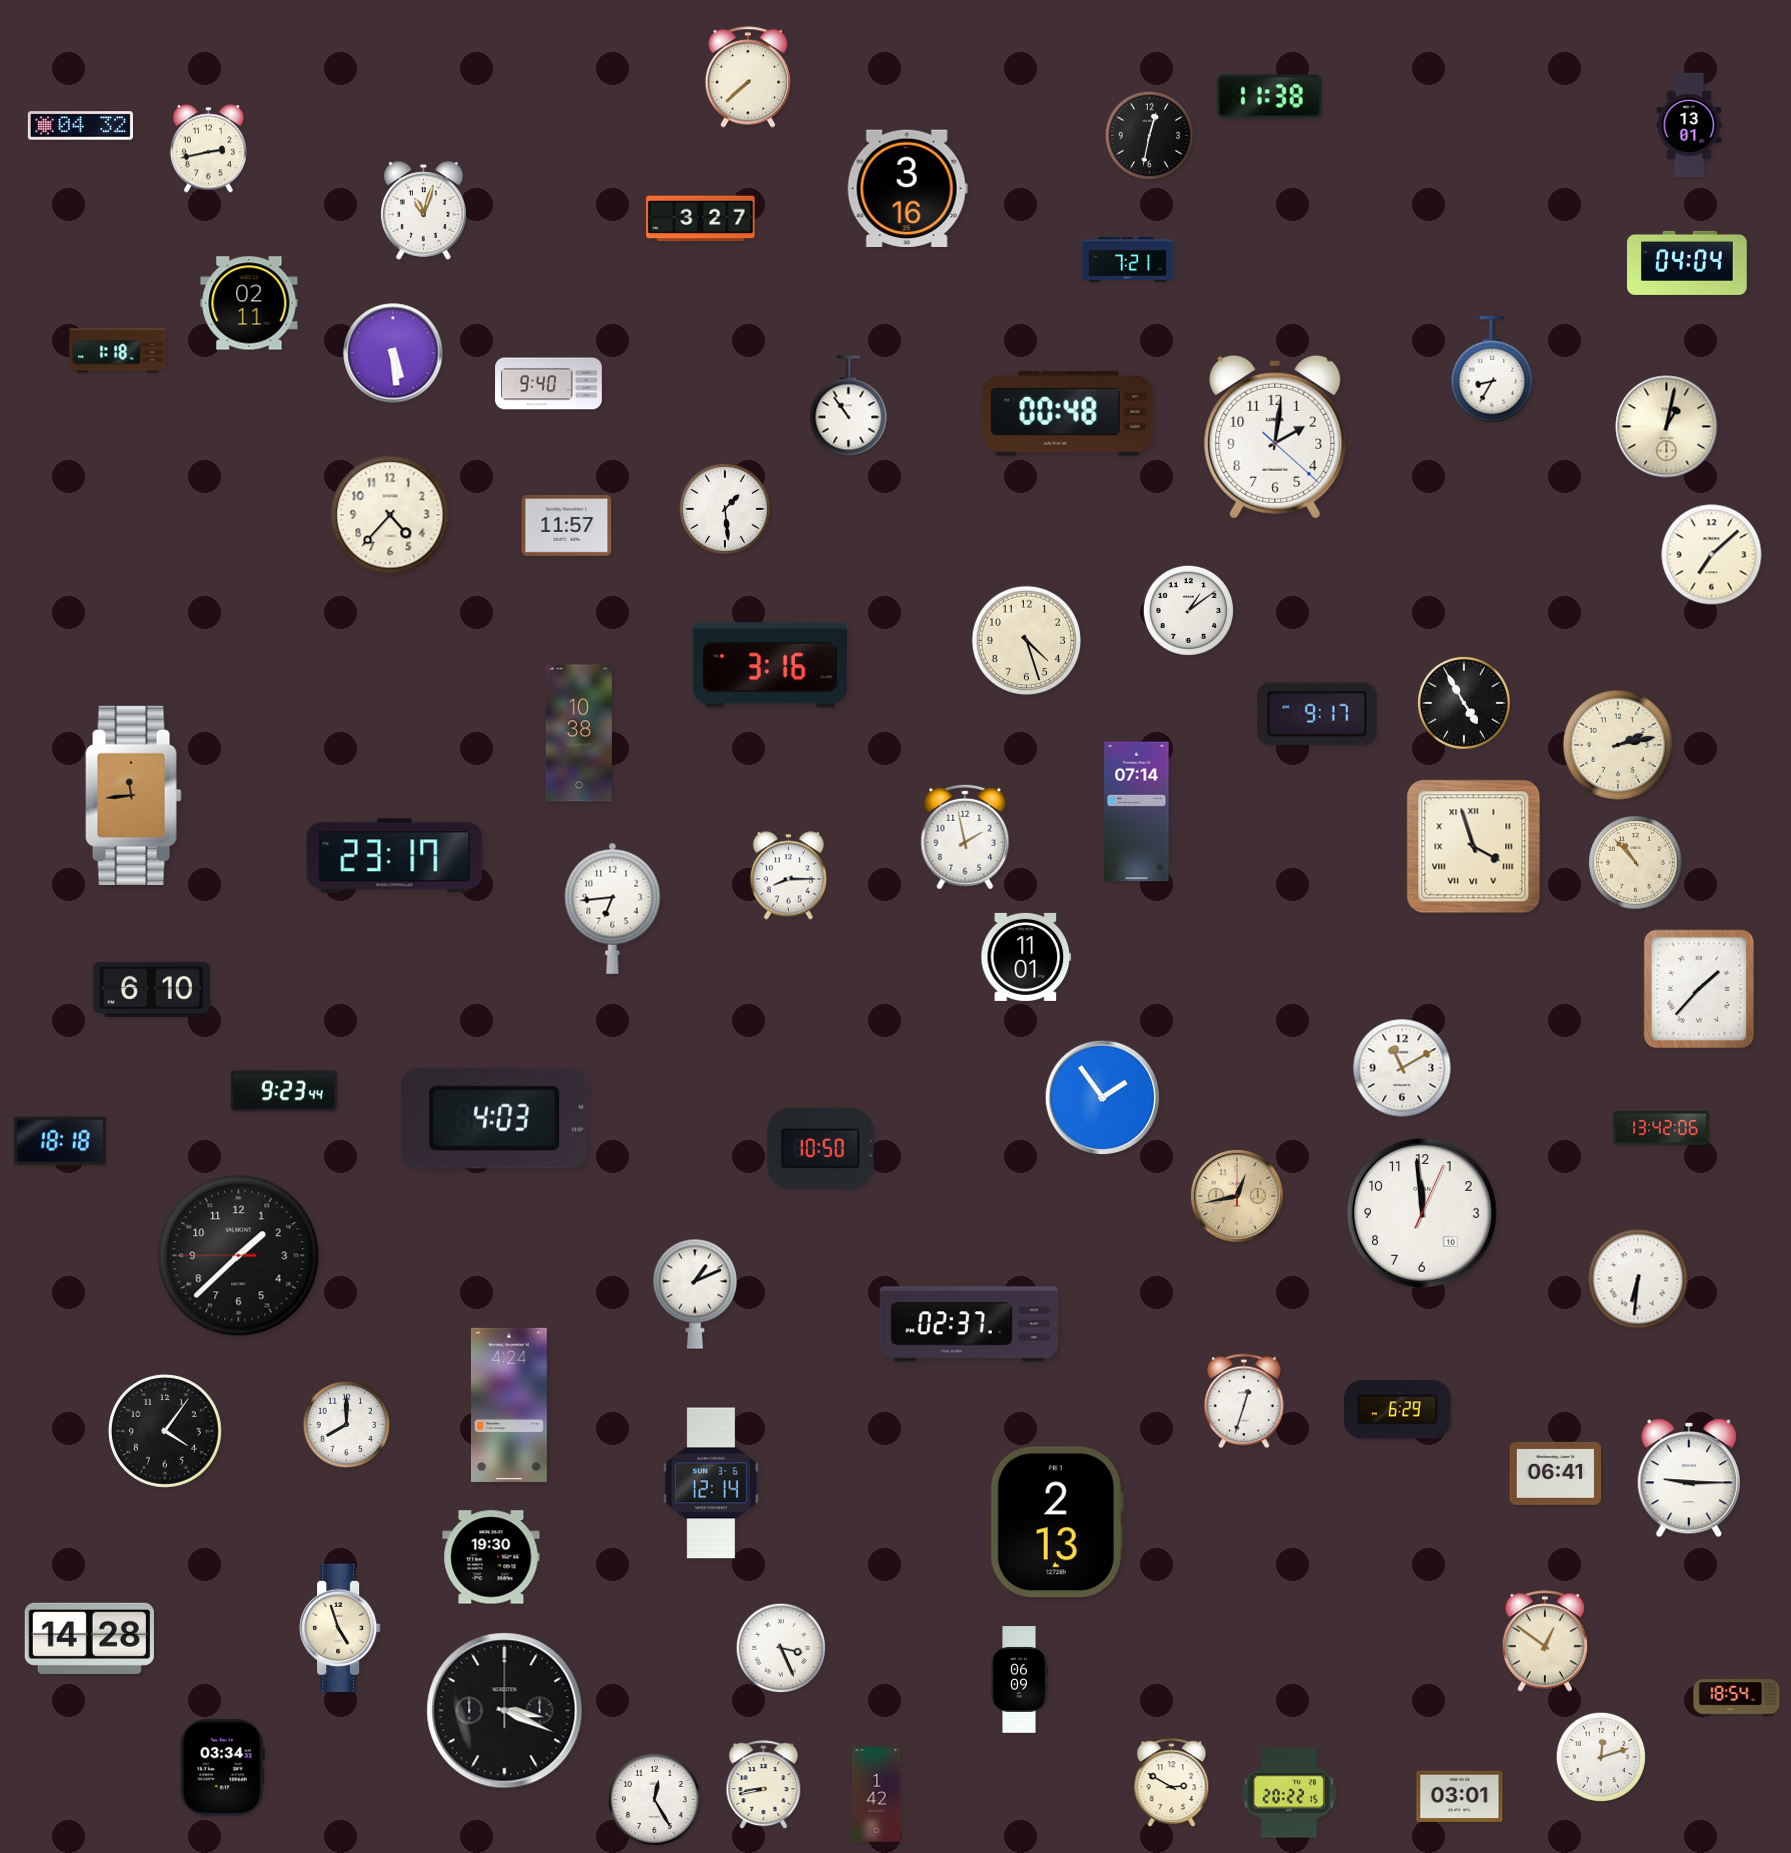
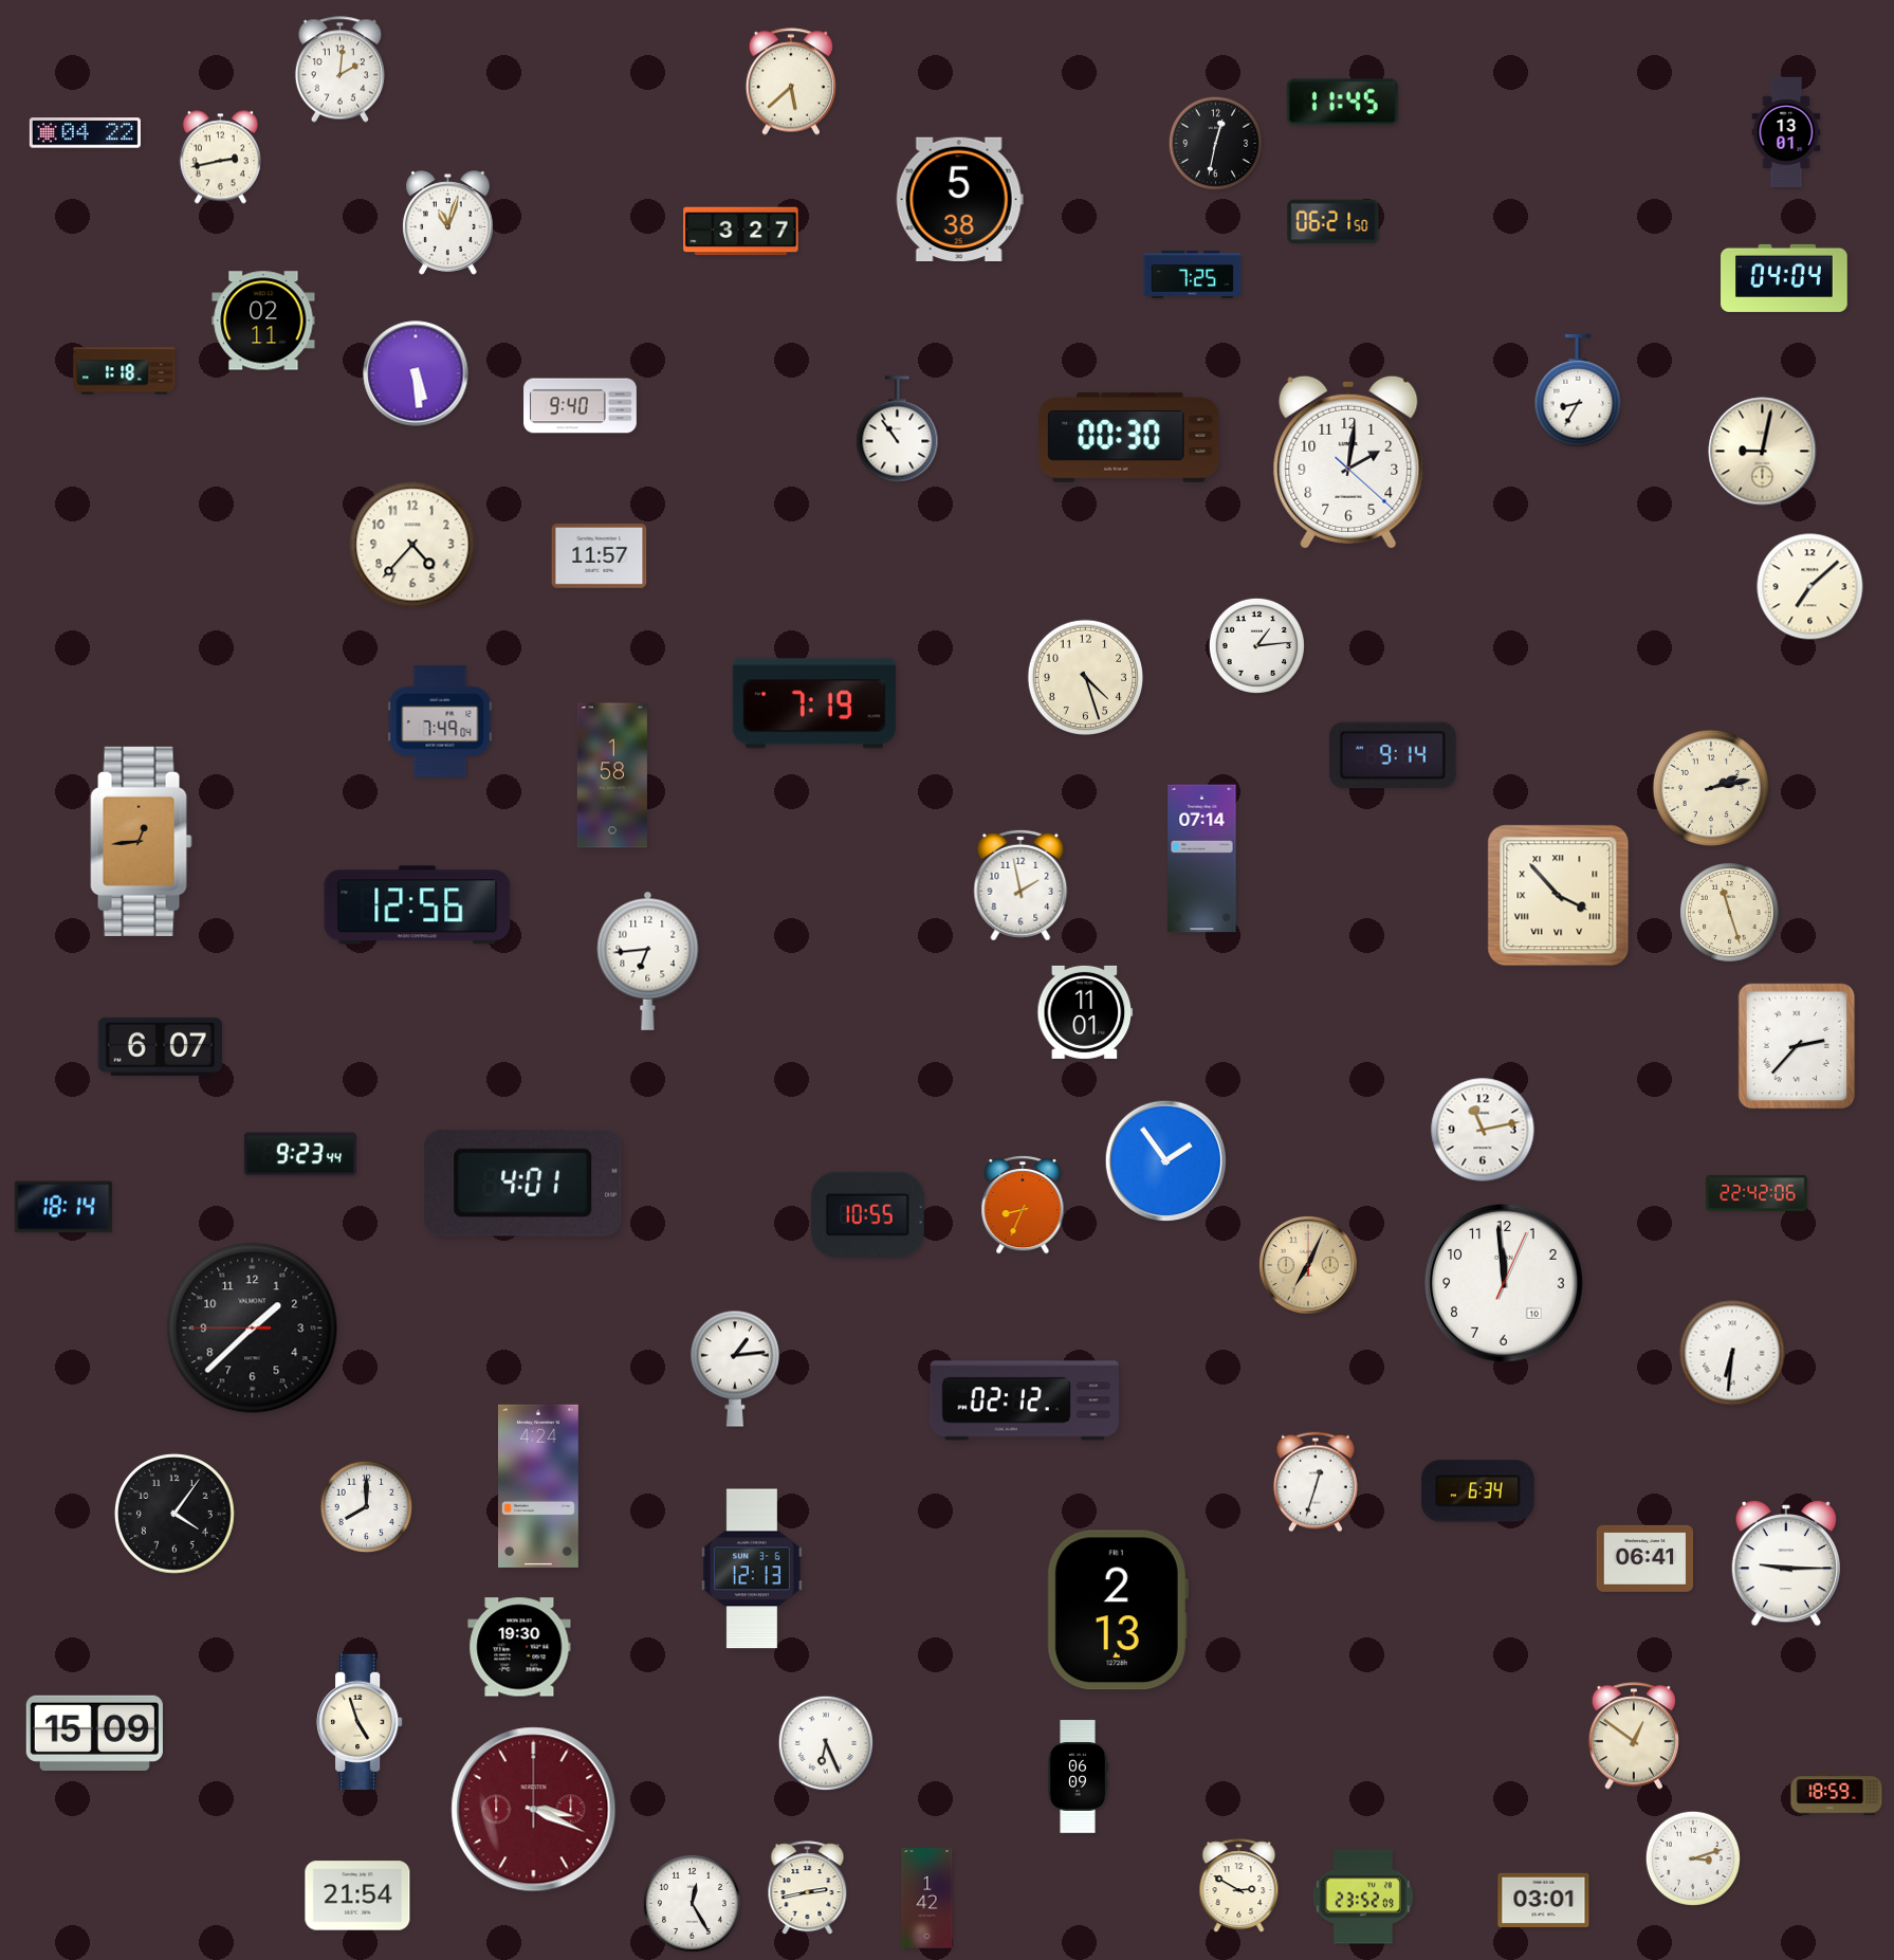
clock at (339, 70): none -> 2:01
clock at (748, 77): 7:38 -> 5:38
clock at (1269, 97): 11:38 -> 11:45
clock at (80, 126): 04:32 -> 04:22
clock at (907, 188): 3:16 -> 5:38
clock at (1334, 222): none -> 06:21
clock at (1128, 259): 7:21 -> 7:25
clock at (1068, 414): 00:48 -> 00:30
clock at (1667, 427): 1:02 -> 9:02
clock at (725, 509): 1:29 -> none
clock at (1188, 610): 1:09 -> 1:14
clock at (770, 665): 3:16 -> 7:19
clock at (440, 721): none -> 7:49
clock at (1464, 703): 4:55 -> none
clock at (1317, 714): 9:17 -> 9:14
clock at (579, 733): 10:38 -> 1:58
clock at (134, 795): 11:44 -> 12:44
clock at (1474, 847): 3:57 -> 3:53
clock at (395, 856): 23:17 -> 12:56
clock at (1636, 863): 10:53 -> 11:27
clock at (788, 876): 8:15 -> none
clock at (151, 989): 6:10 -> 6:07
clock at (1699, 989): 1:37 -> 2:37
clock at (1402, 1068): 11:10 -> 11:13
clock at (495, 1118): 4:03 -> 4:01
clock at (1661, 1128): 13:42 -> 22:42
clock at (1023, 1205): none -> 8:34
clock at (60, 1141): 18:18 -> 18:14
clock at (820, 1148): 10:50 -> 10:55
clock at (1237, 1196): 12:43 -> 7:04
clock at (695, 1294): 1:11 -> 1:14
clock at (969, 1324): 02:37 -> 02:12
clock at (1397, 1410): 6:29 -> 6:34
clock at (711, 1483): 12:14 -> 12:13
clock at (89, 1638): 14:28 -> 15:09
clock at (780, 1647): 3:26 -> 6:26
clock at (1737, 1697): 18:54 -> 18:59
clock at (505, 1711) dial: black -> burgundy
clock at (1600, 1756): 12:12 -> 3:12
clock at (222, 1768): 03:34 -> none
clock at (764, 1785): 8:43 -> 2:43
clock at (357, 1895): none -> 21:54
clock at (1289, 1793): 20:22 -> 23:52
